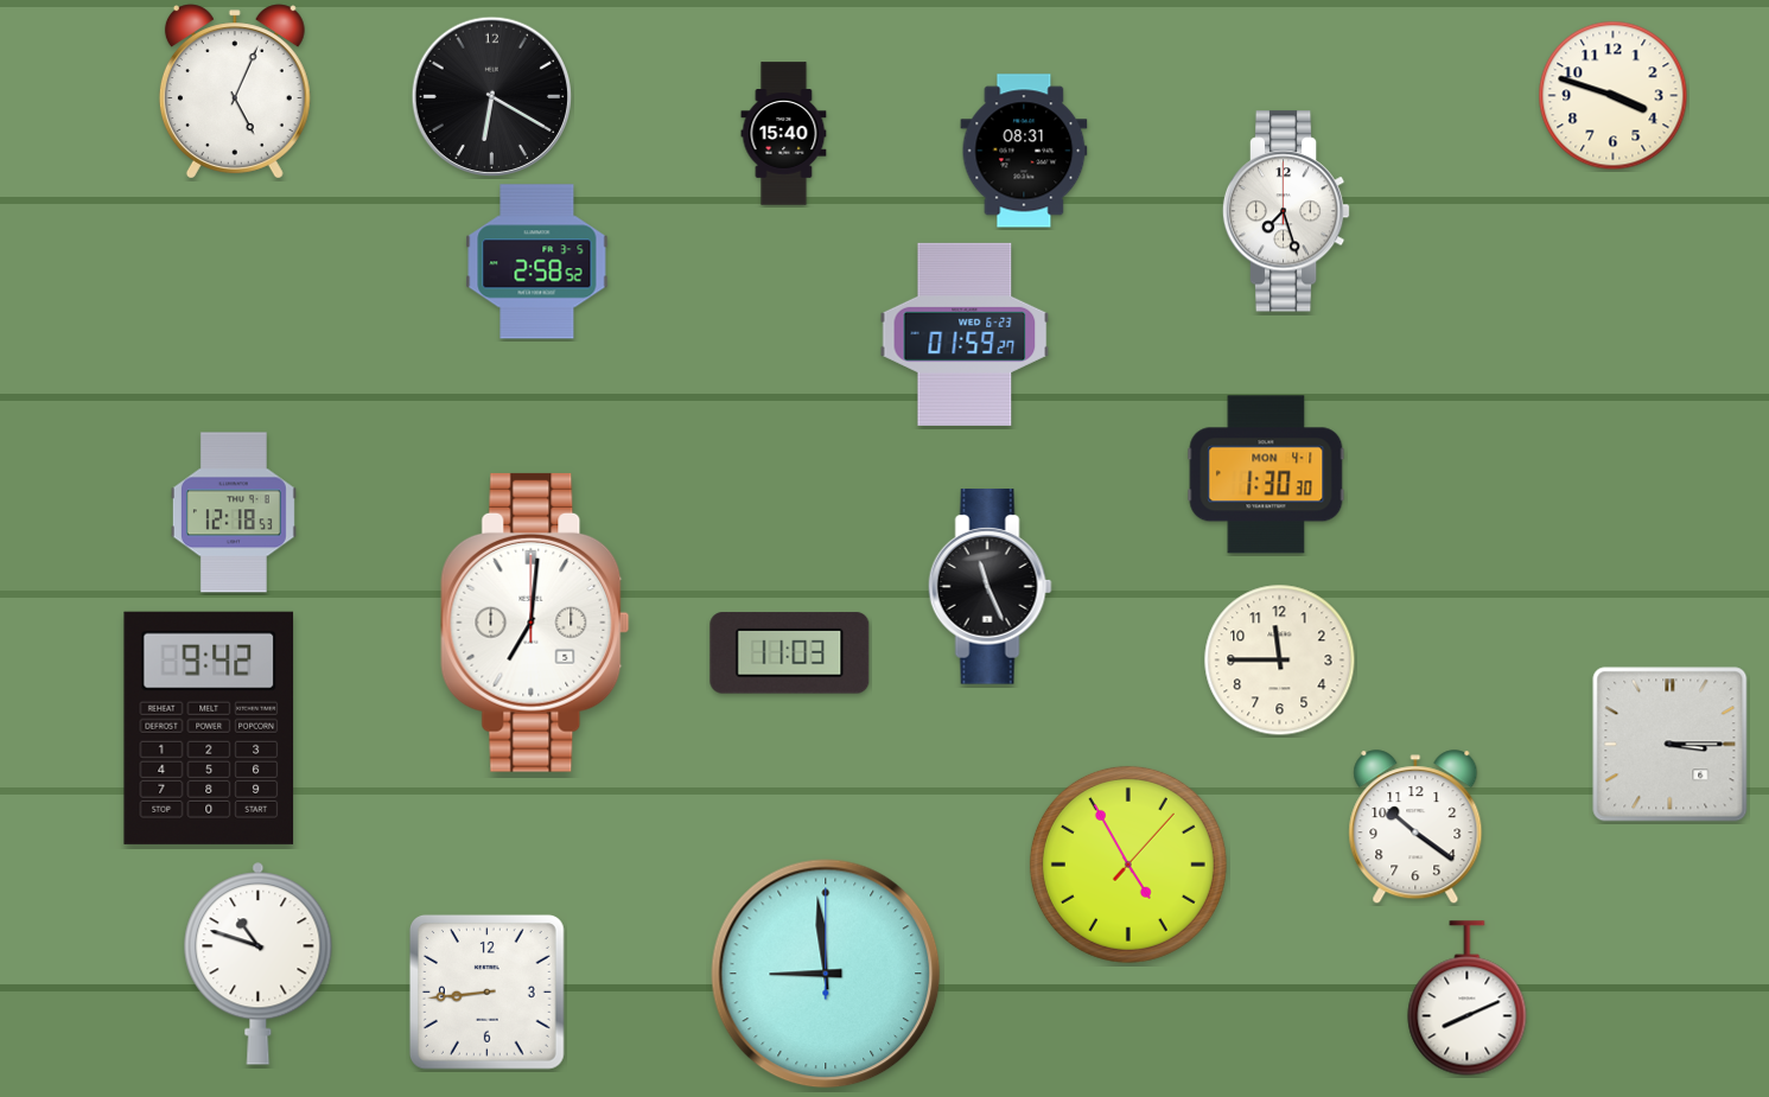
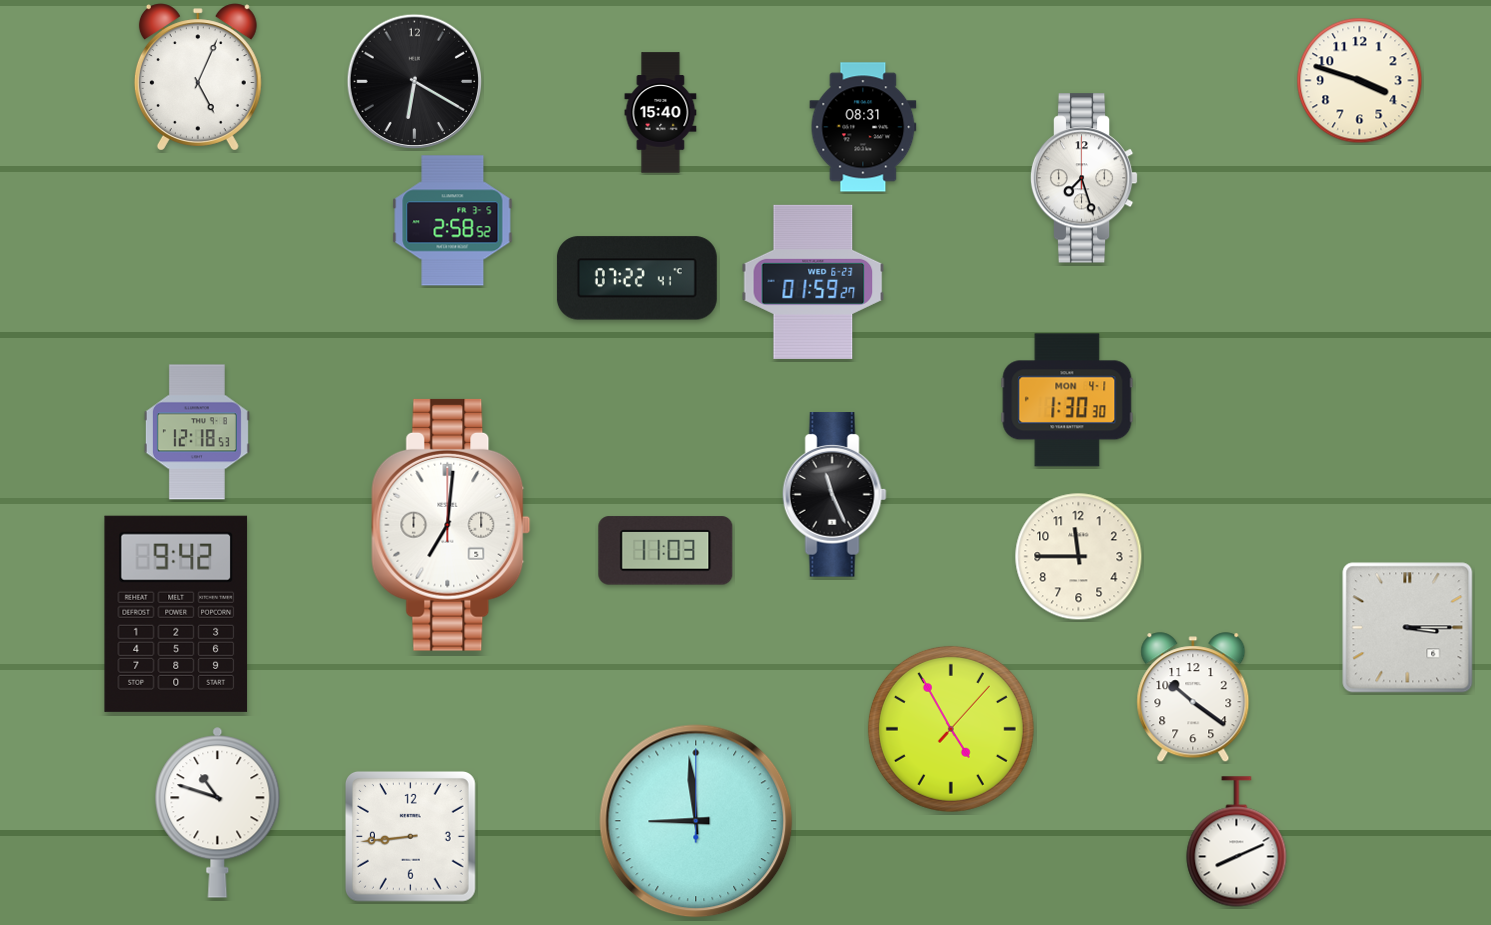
clock at (637, 278): none -> 07:22
